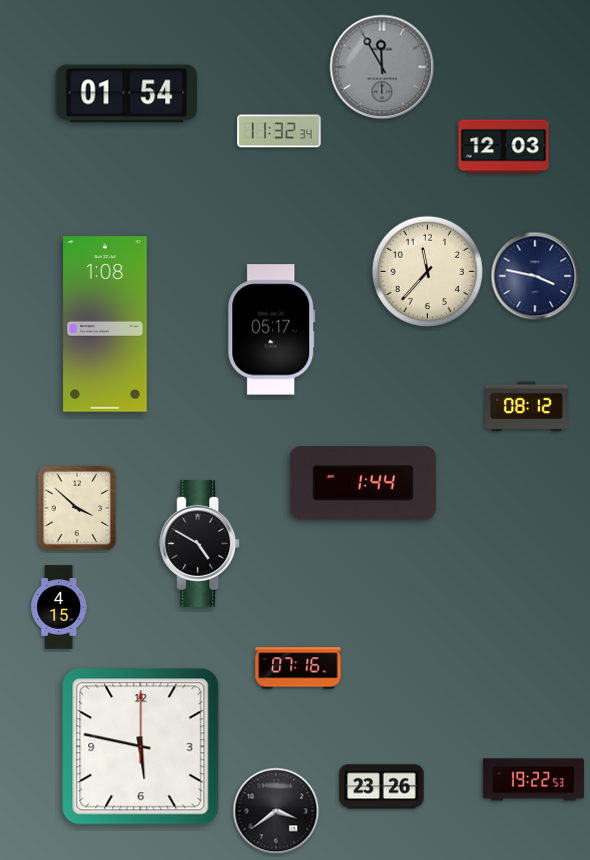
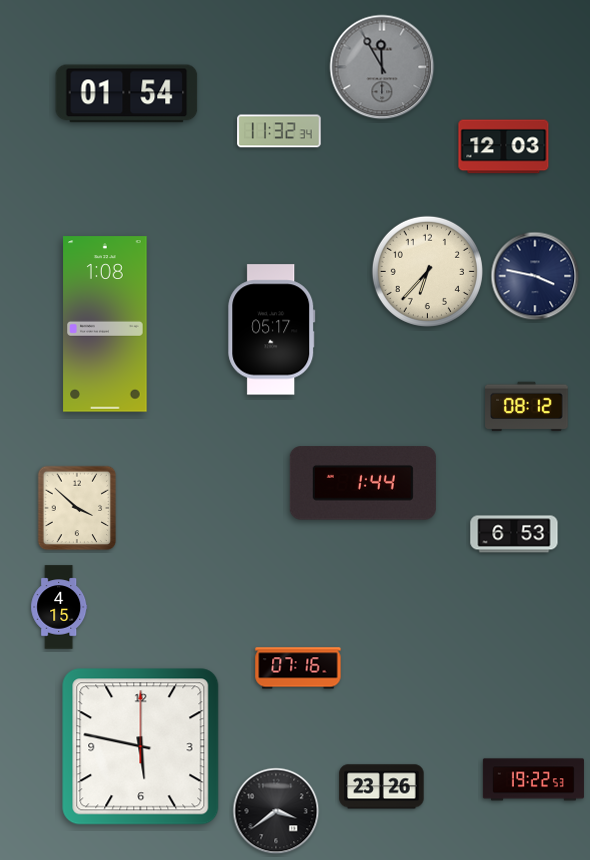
clock at (427, 271): 11:37 -> 6:37
clock at (514, 534): none -> 6:53
clock at (200, 543): 4:50 -> none
